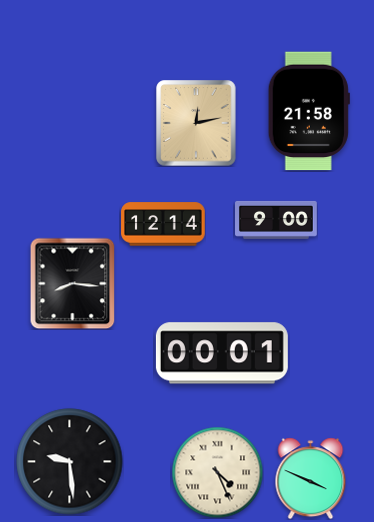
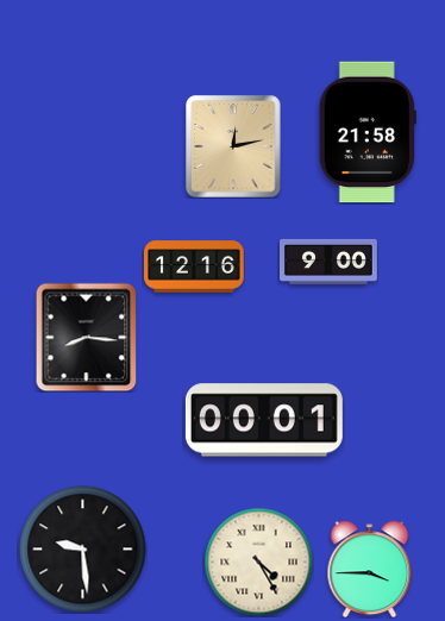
clock at (163, 224): 12:14 -> 12:16
clock at (217, 472): 4:26 -> 4:25
clock at (311, 478): 3:49 -> 3:45
